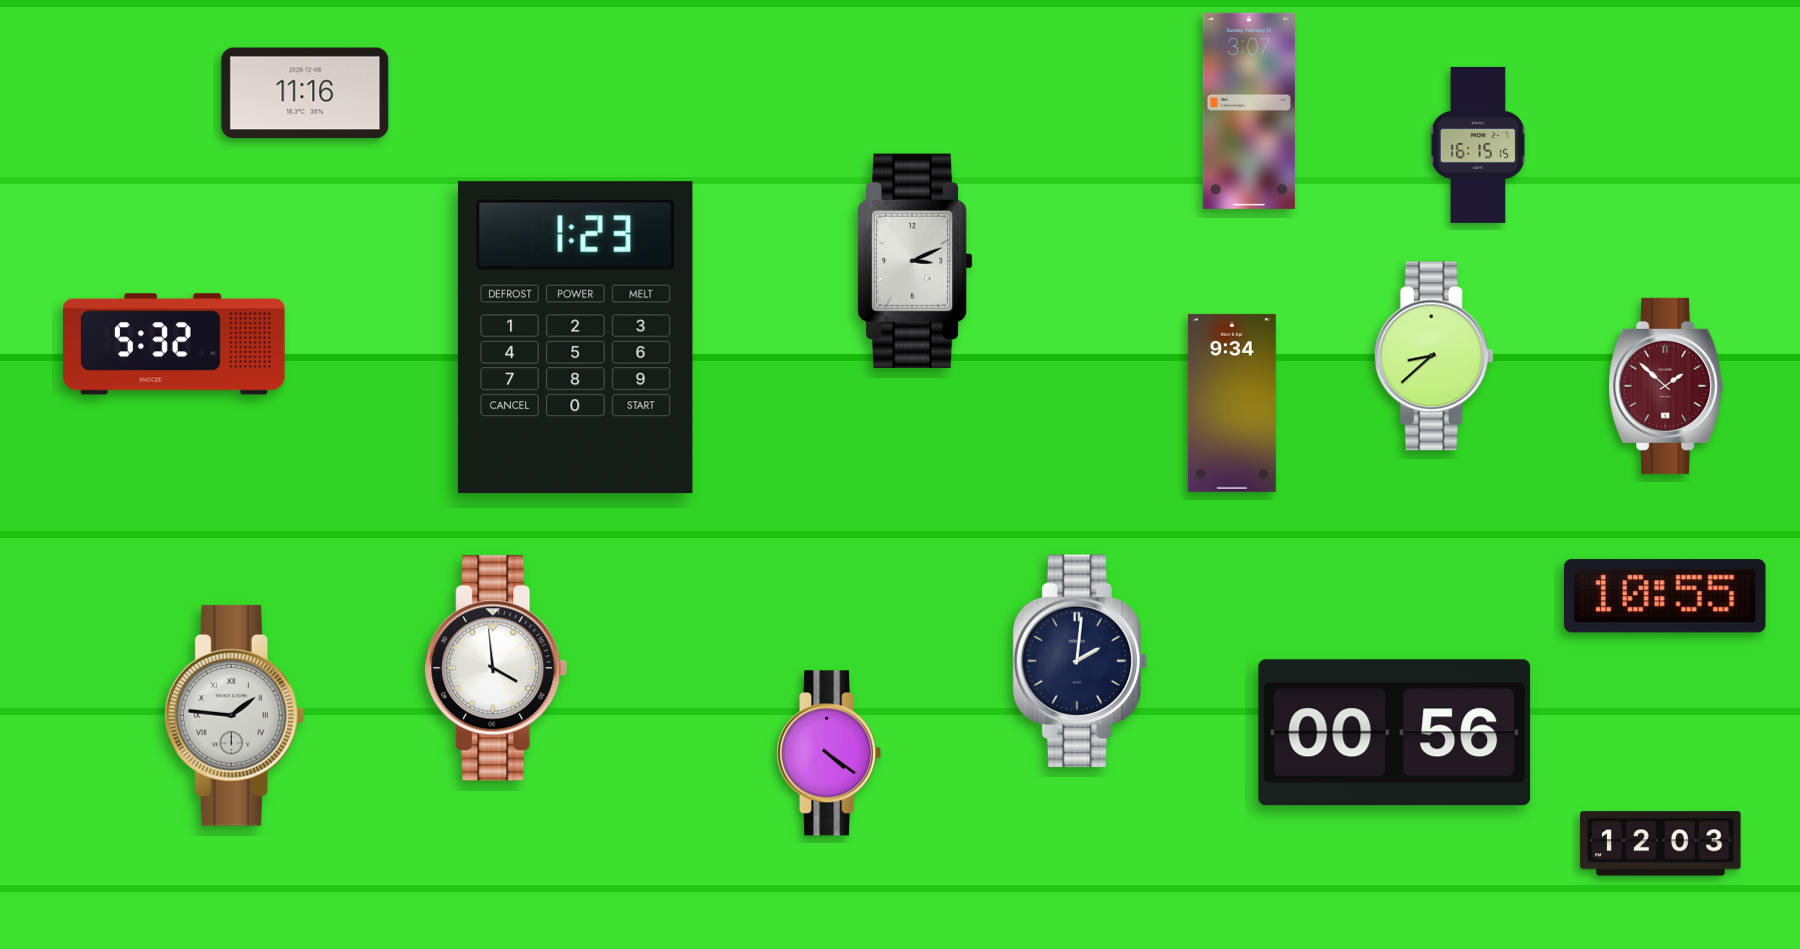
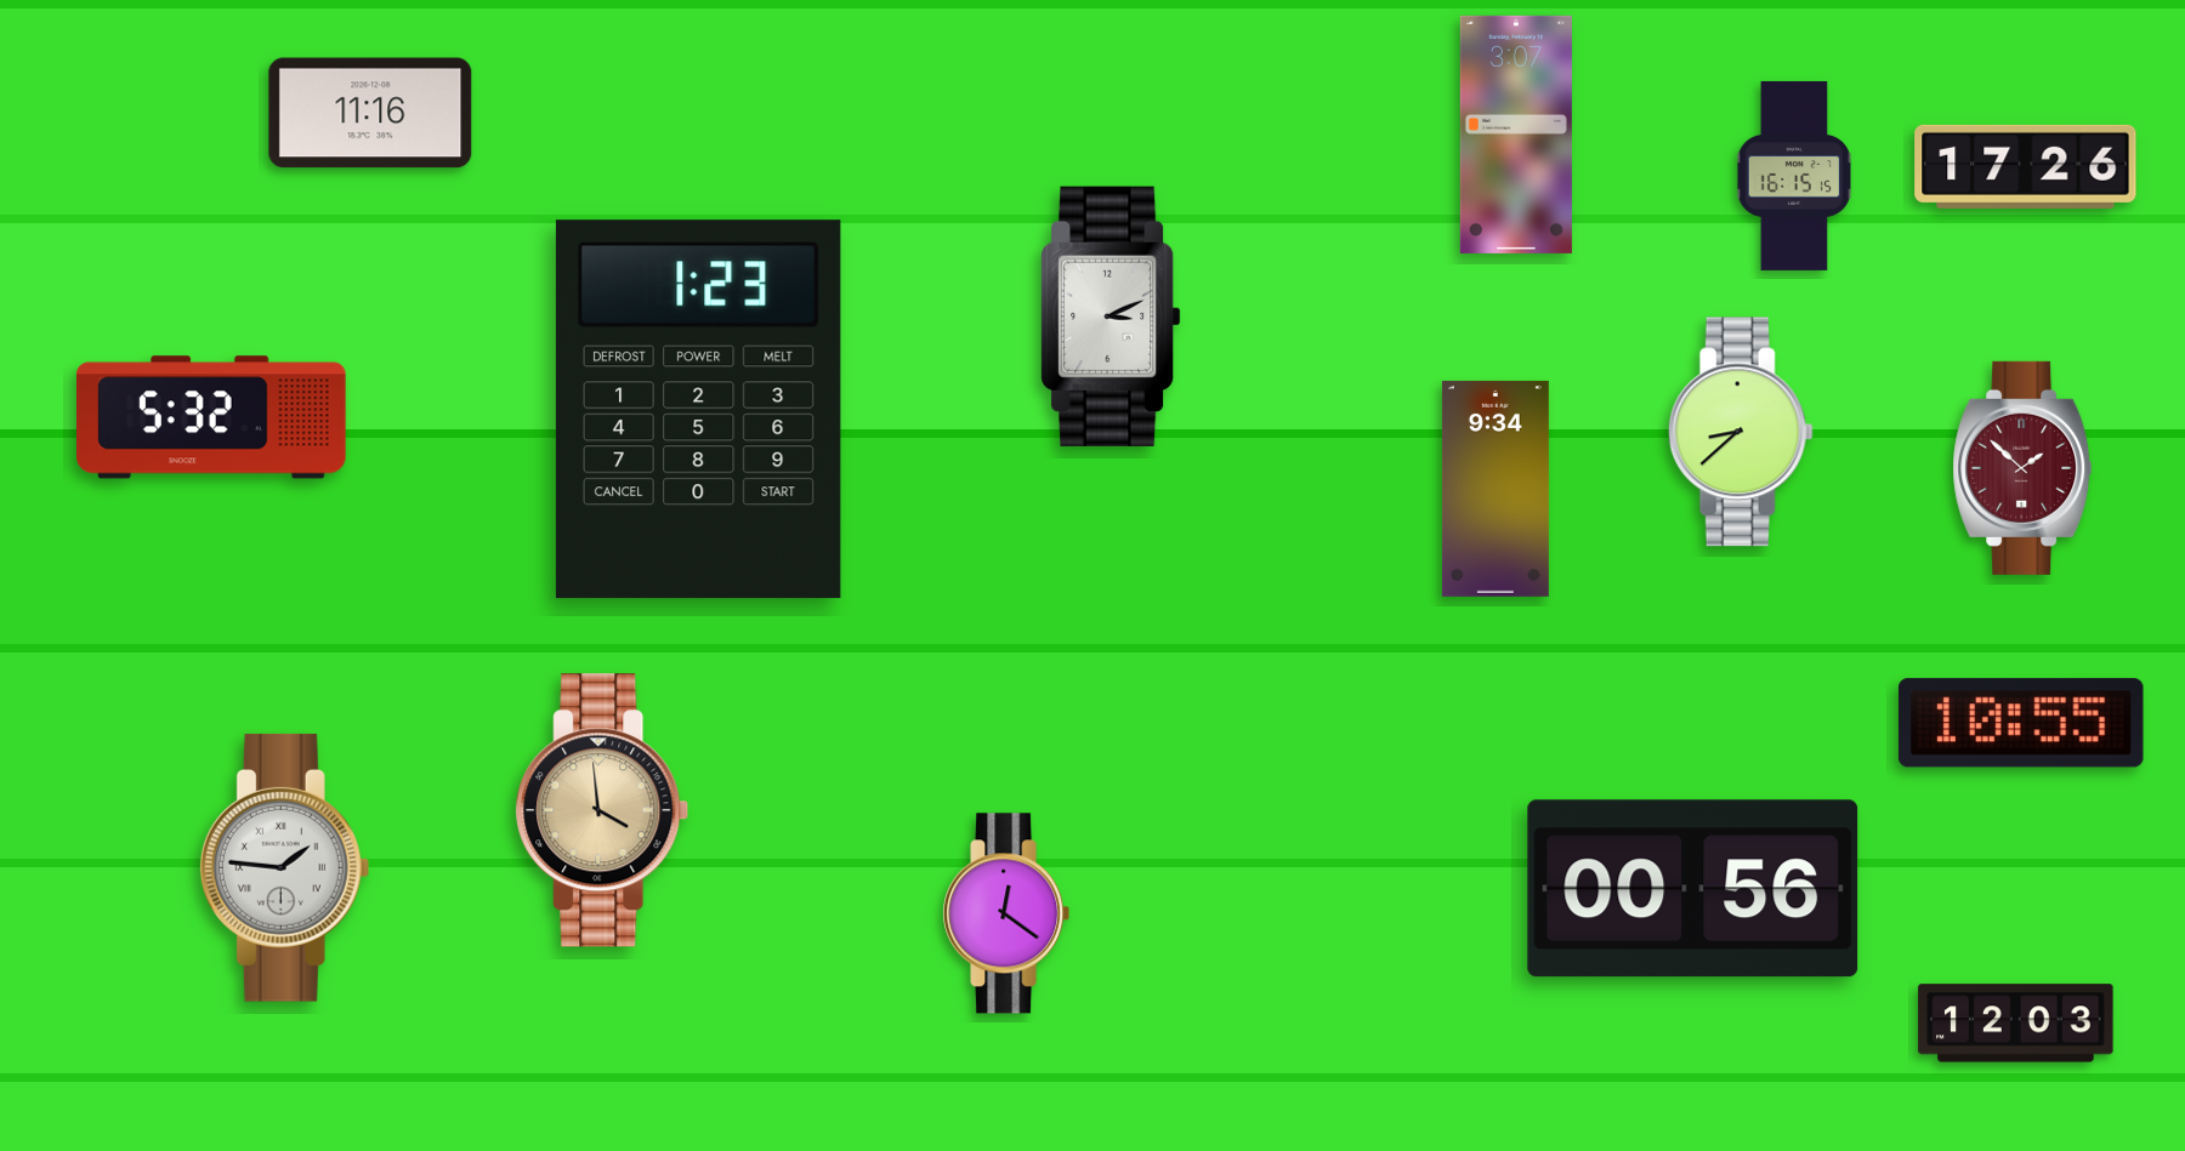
clock at (2026, 166): none -> 17:26
clock at (1080, 661): 2:01 -> none
clock at (496, 668) dial: white -> champagne
clock at (829, 753): 4:21 -> 12:21
